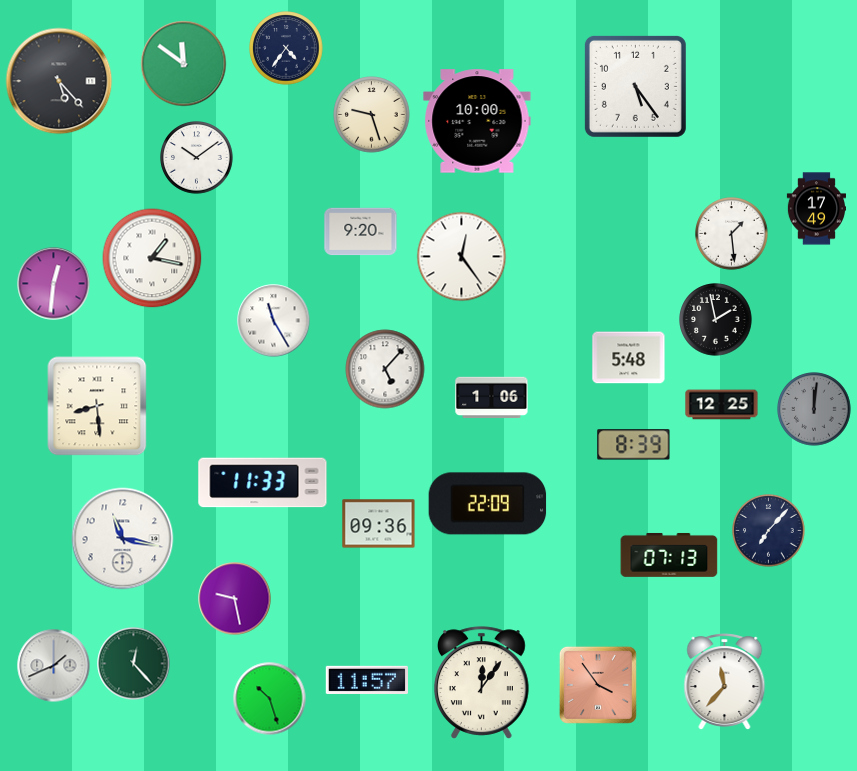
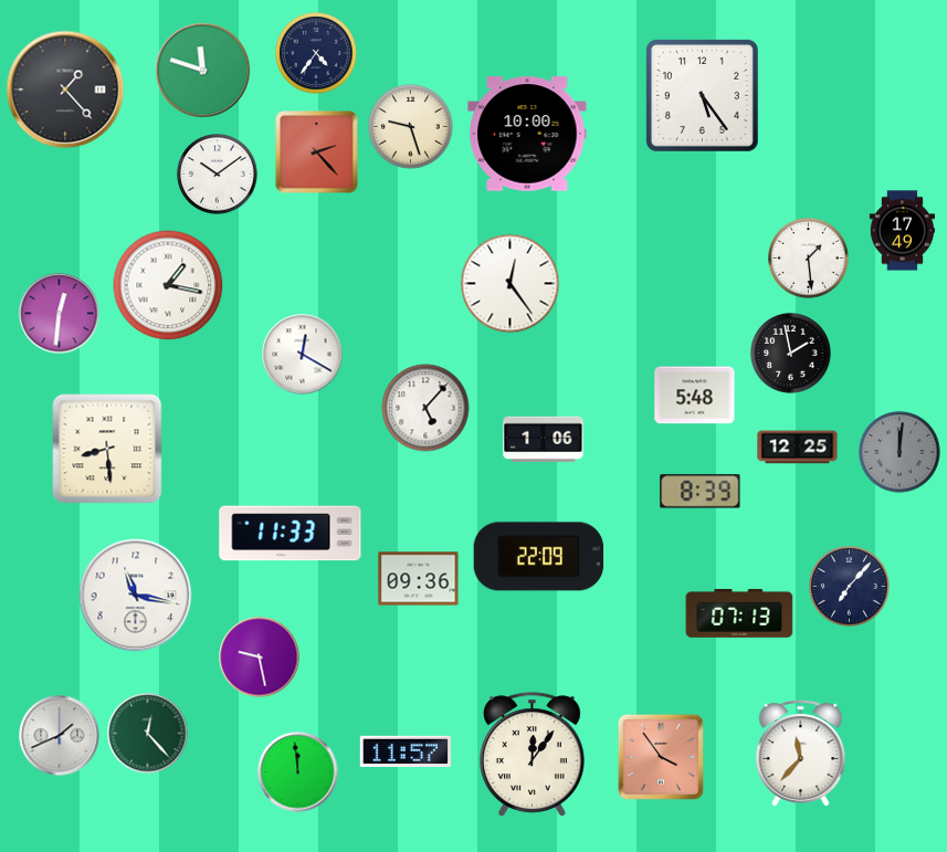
clock at (184, 64): 11:51 -> 11:48
clock at (59, 81): 5:23 -> 1:23
clock at (317, 152): none -> 2:23
clock at (361, 232): 9:20 -> none
clock at (274, 321): 11:25 -> 12:20
clock at (235, 599) position: (235, 599) -> (260, 658)
clock at (270, 699): 10:27 -> 11:59
